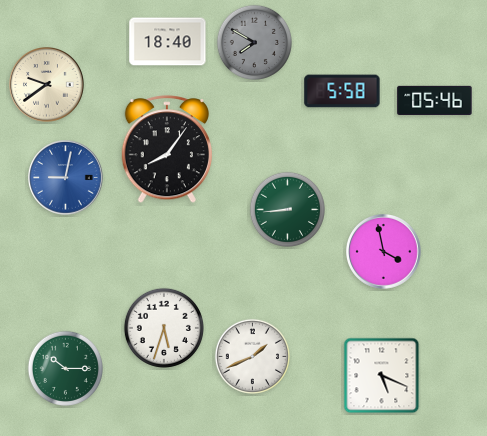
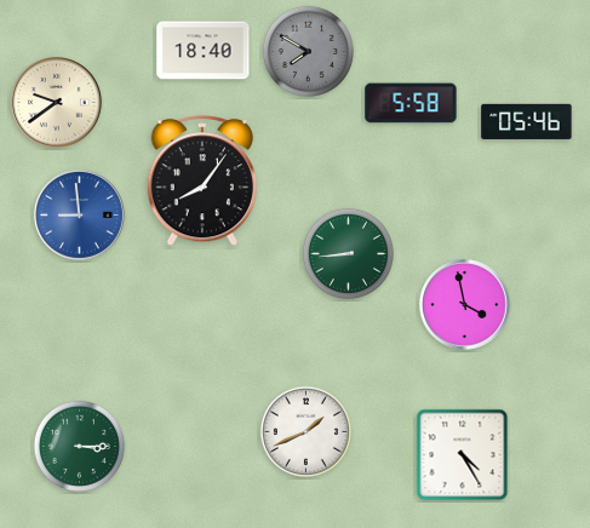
clock at (342, 91) position: (342, 91) -> (411, 103)
clock at (66, 178): 9:02 -> 8:59
clock at (164, 328): 5:33 -> none
clock at (65, 368): 10:15 -> 3:15
clock at (382, 376): 5:19 -> 4:25
